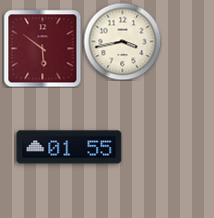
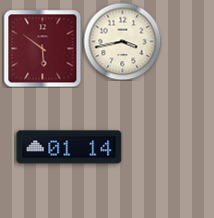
clock at (69, 147): 01:55 -> 01:14
